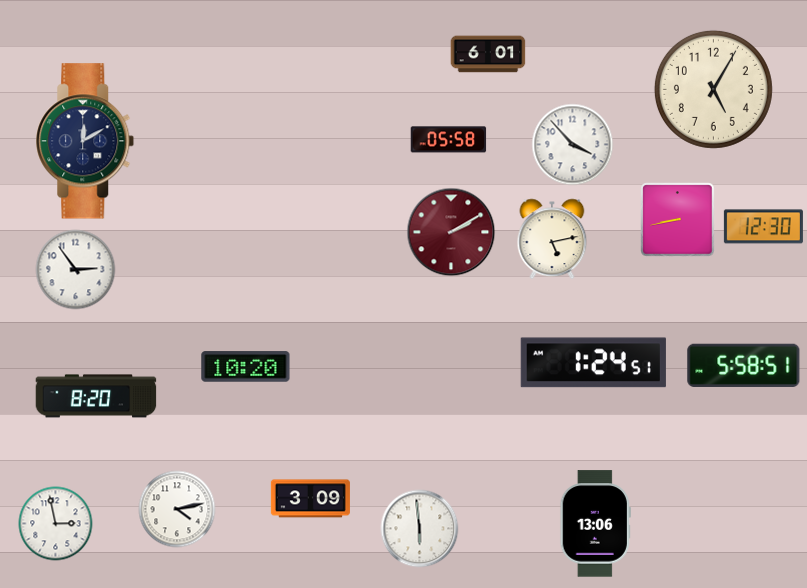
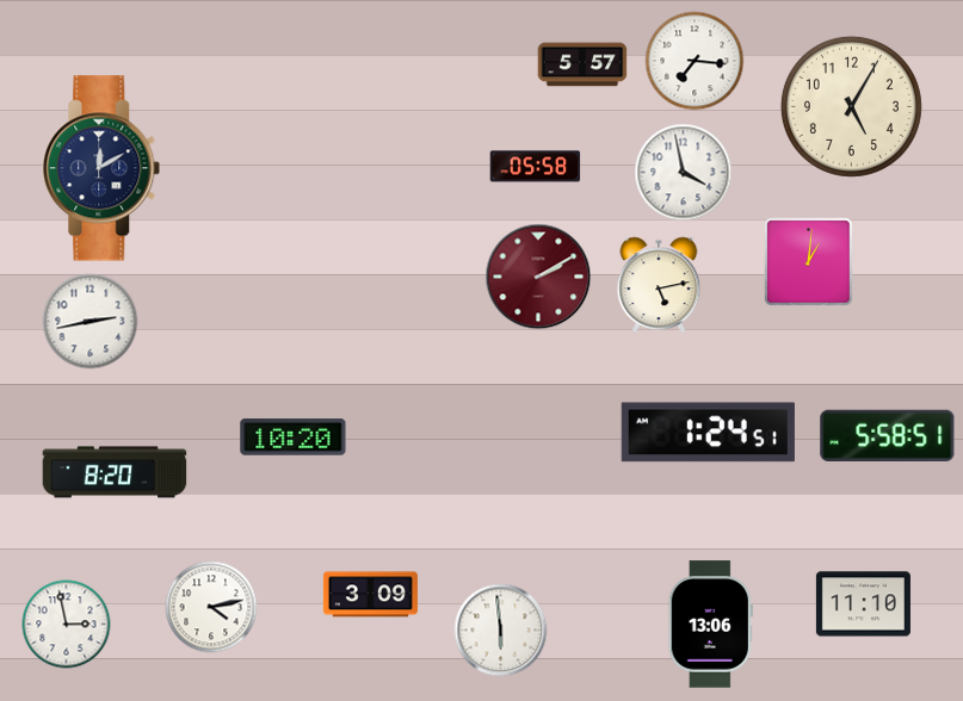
clock at (695, 61): none -> 7:16
clock at (488, 54): 6:01 -> 5:57
clock at (573, 145): 3:53 -> 3:58
clock at (678, 220): 8:43 -> 1:01
clock at (763, 227): 12:30 -> none
clock at (76, 270): 2:54 -> 2:43
clock at (863, 604): none -> 11:10
